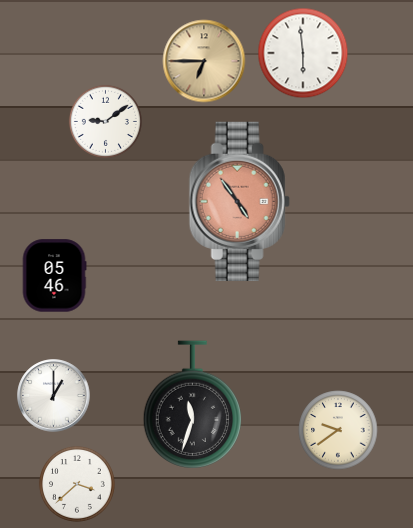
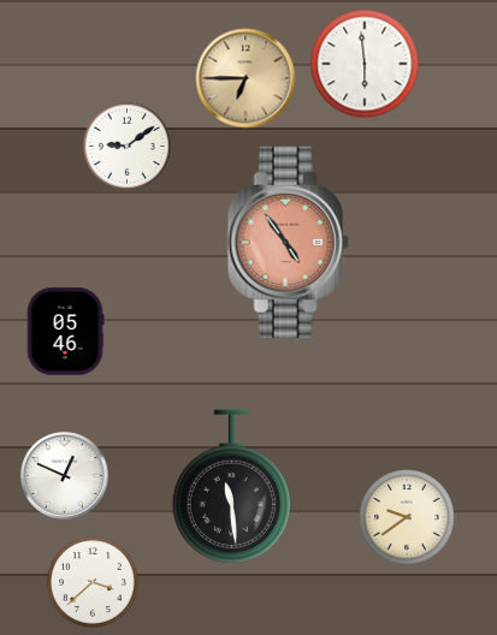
clock at (204, 61) position: (204, 61) -> (245, 78)
clock at (54, 396): 1:00 -> 12:49
clock at (192, 405): 11:33 -> 11:29
